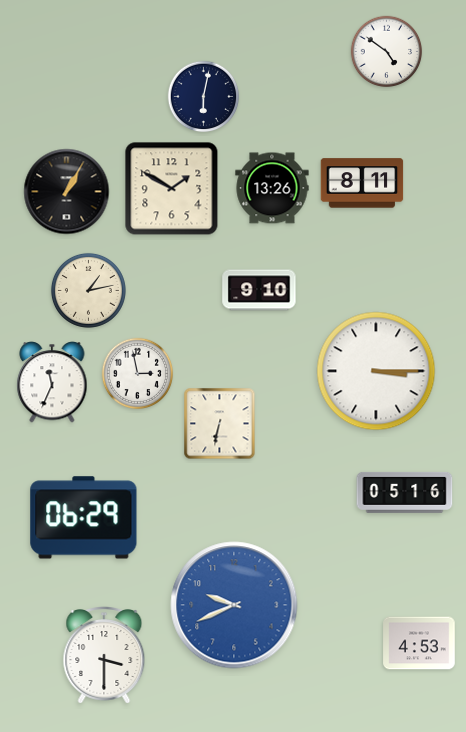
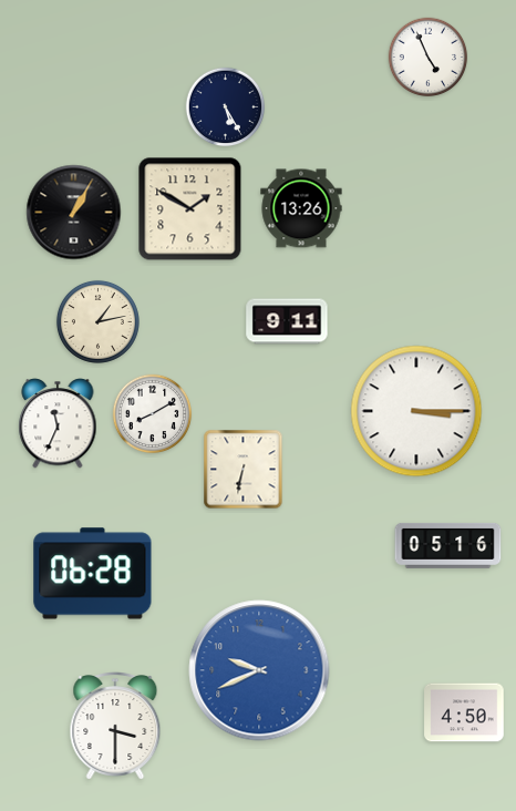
clock at (387, 52): 4:51 -> 4:56
clock at (204, 97): 6:02 -> 5:25
clock at (362, 183): 8:11 -> none
clock at (259, 290): 9:10 -> 9:11
clock at (138, 374): 2:58 -> 8:10
clock at (84, 518): 06:29 -> 06:28
clock at (419, 643): 4:53 -> 4:50
